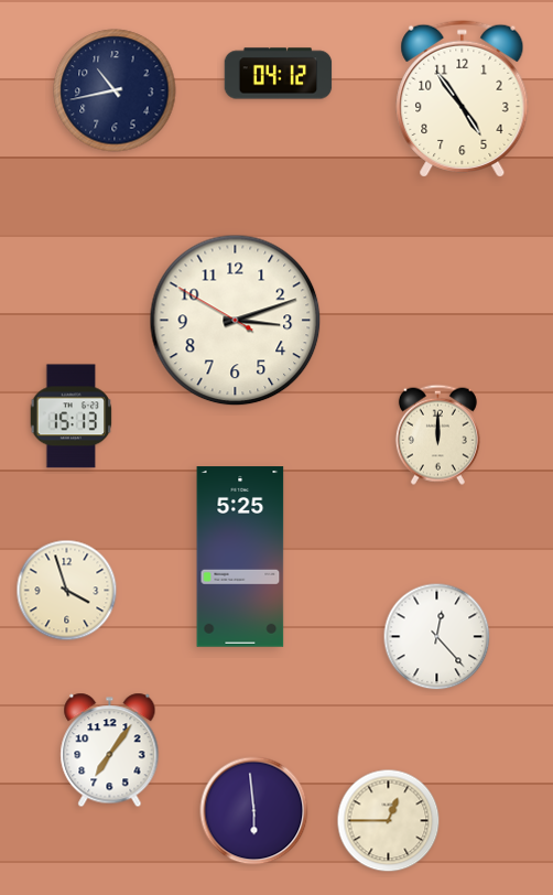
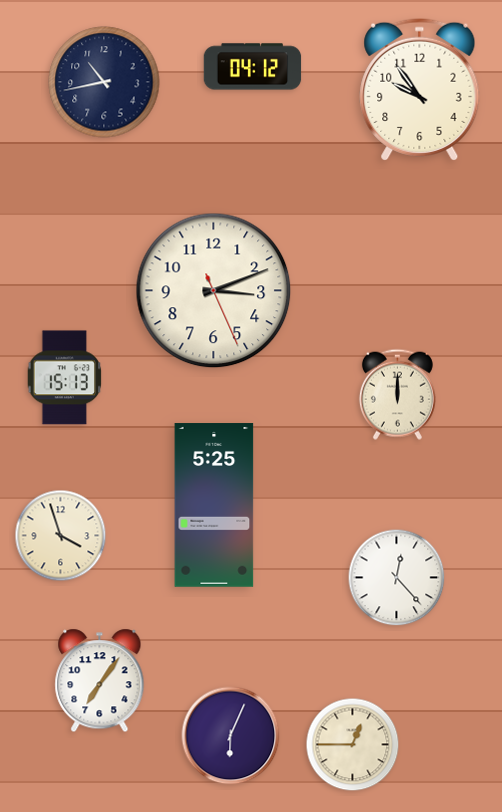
clock at (463, 98): 4:54 -> 9:54
clock at (236, 321): 3:11:50 -> 3:11:26
clock at (240, 557) position: (240, 557) -> (214, 505)
clock at (254, 811): 5:59 -> 6:04
